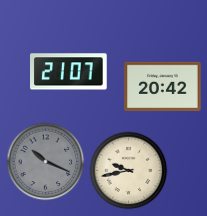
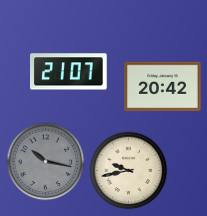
clock at (45, 161): 10:19 -> 10:17
